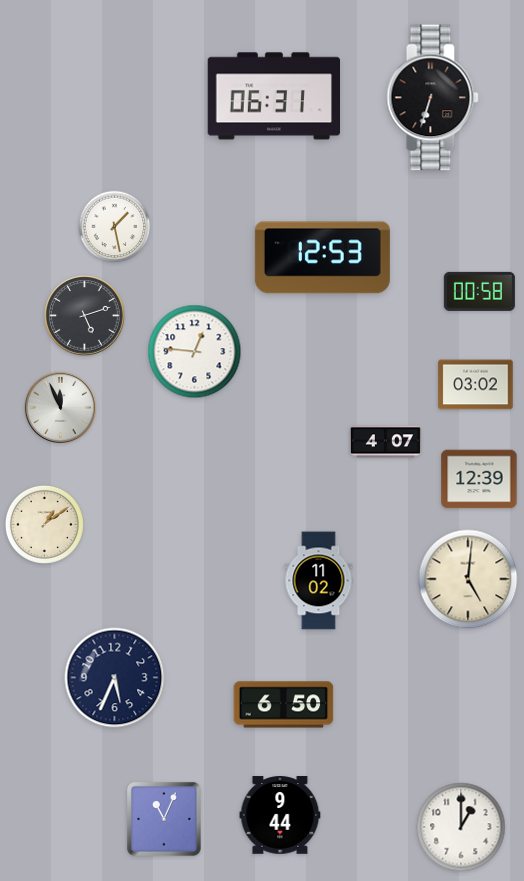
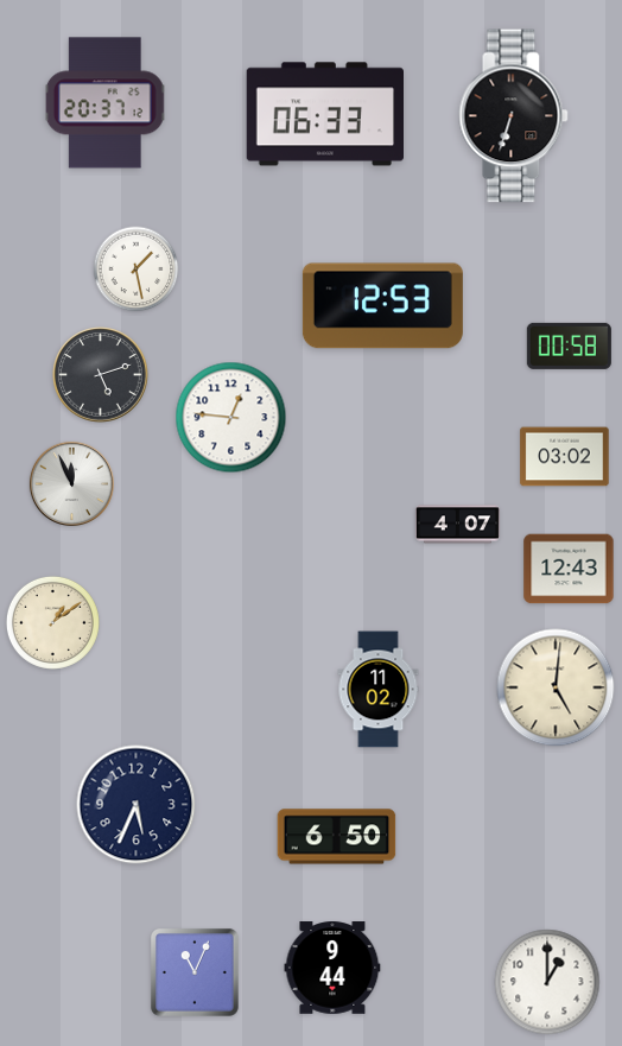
clock at (106, 103): none -> 20:37
clock at (273, 96): 06:31 -> 06:33
clock at (479, 479): 12:39 -> 12:43
